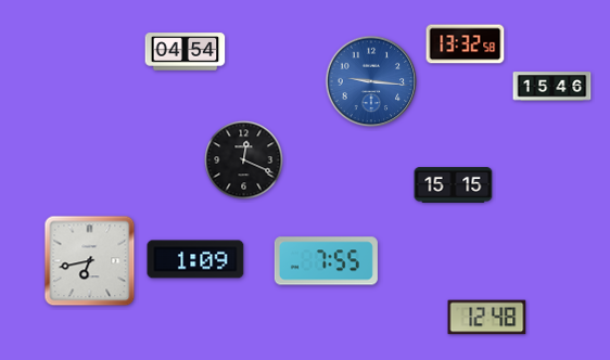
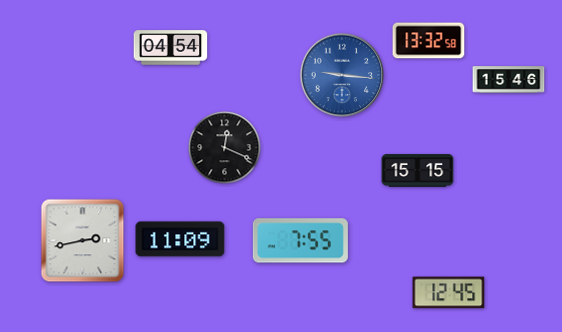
clock at (195, 259): 1:09 -> 11:09
clock at (90, 261): 6:43 -> 2:43
clock at (487, 318): 12:48 -> 12:45
